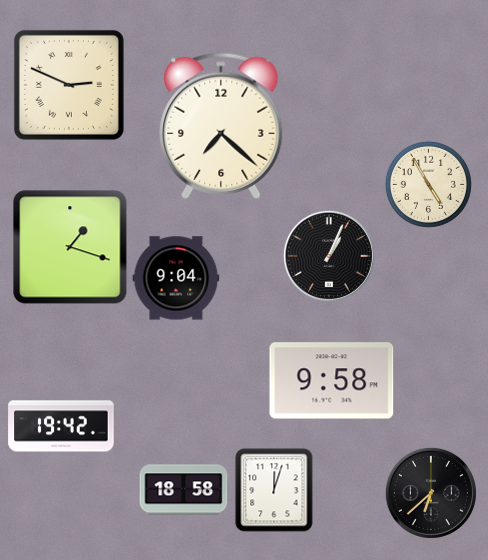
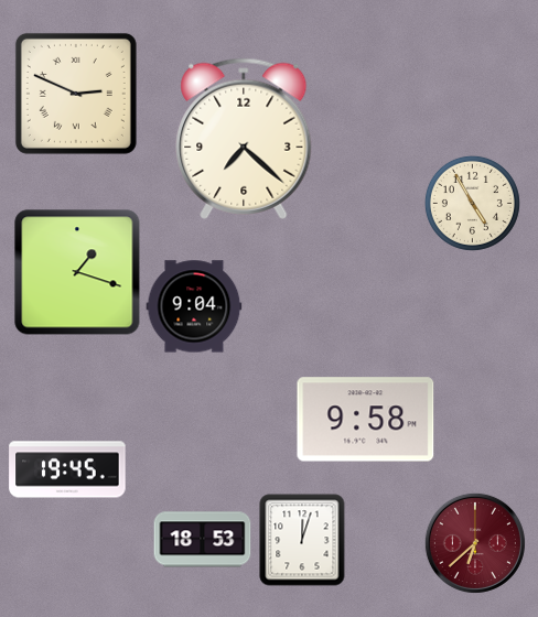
clock at (329, 256): 1:04 -> none
clock at (61, 426): 19:42 -> 19:45
clock at (184, 490): 18:58 -> 18:53
clock at (431, 493) dial: black -> burgundy
